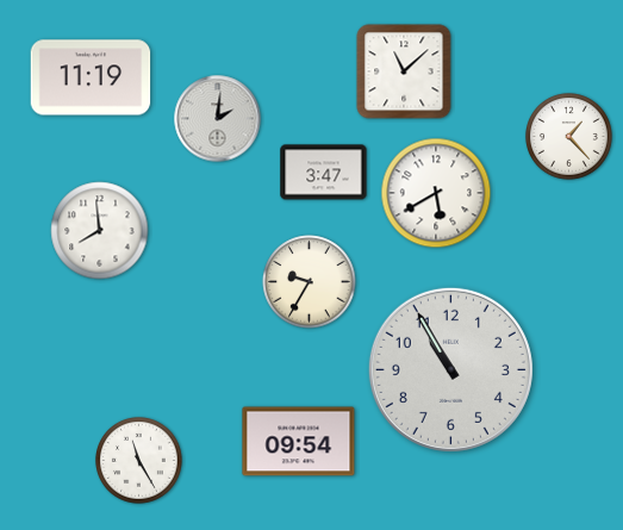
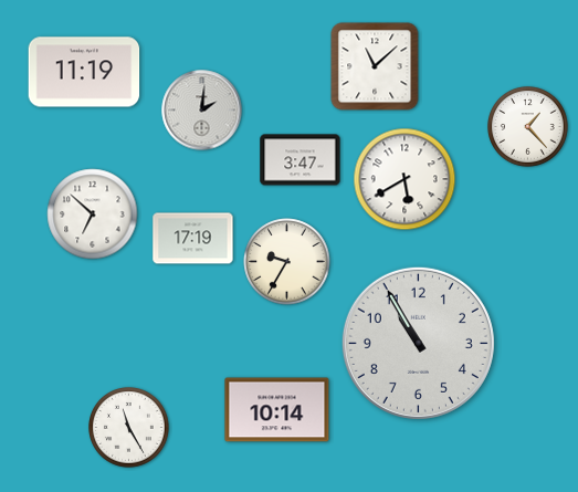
clock at (100, 231): 7:59 -> 6:52
clock at (193, 239): none -> 17:19
clock at (299, 442): 09:54 -> 10:14
